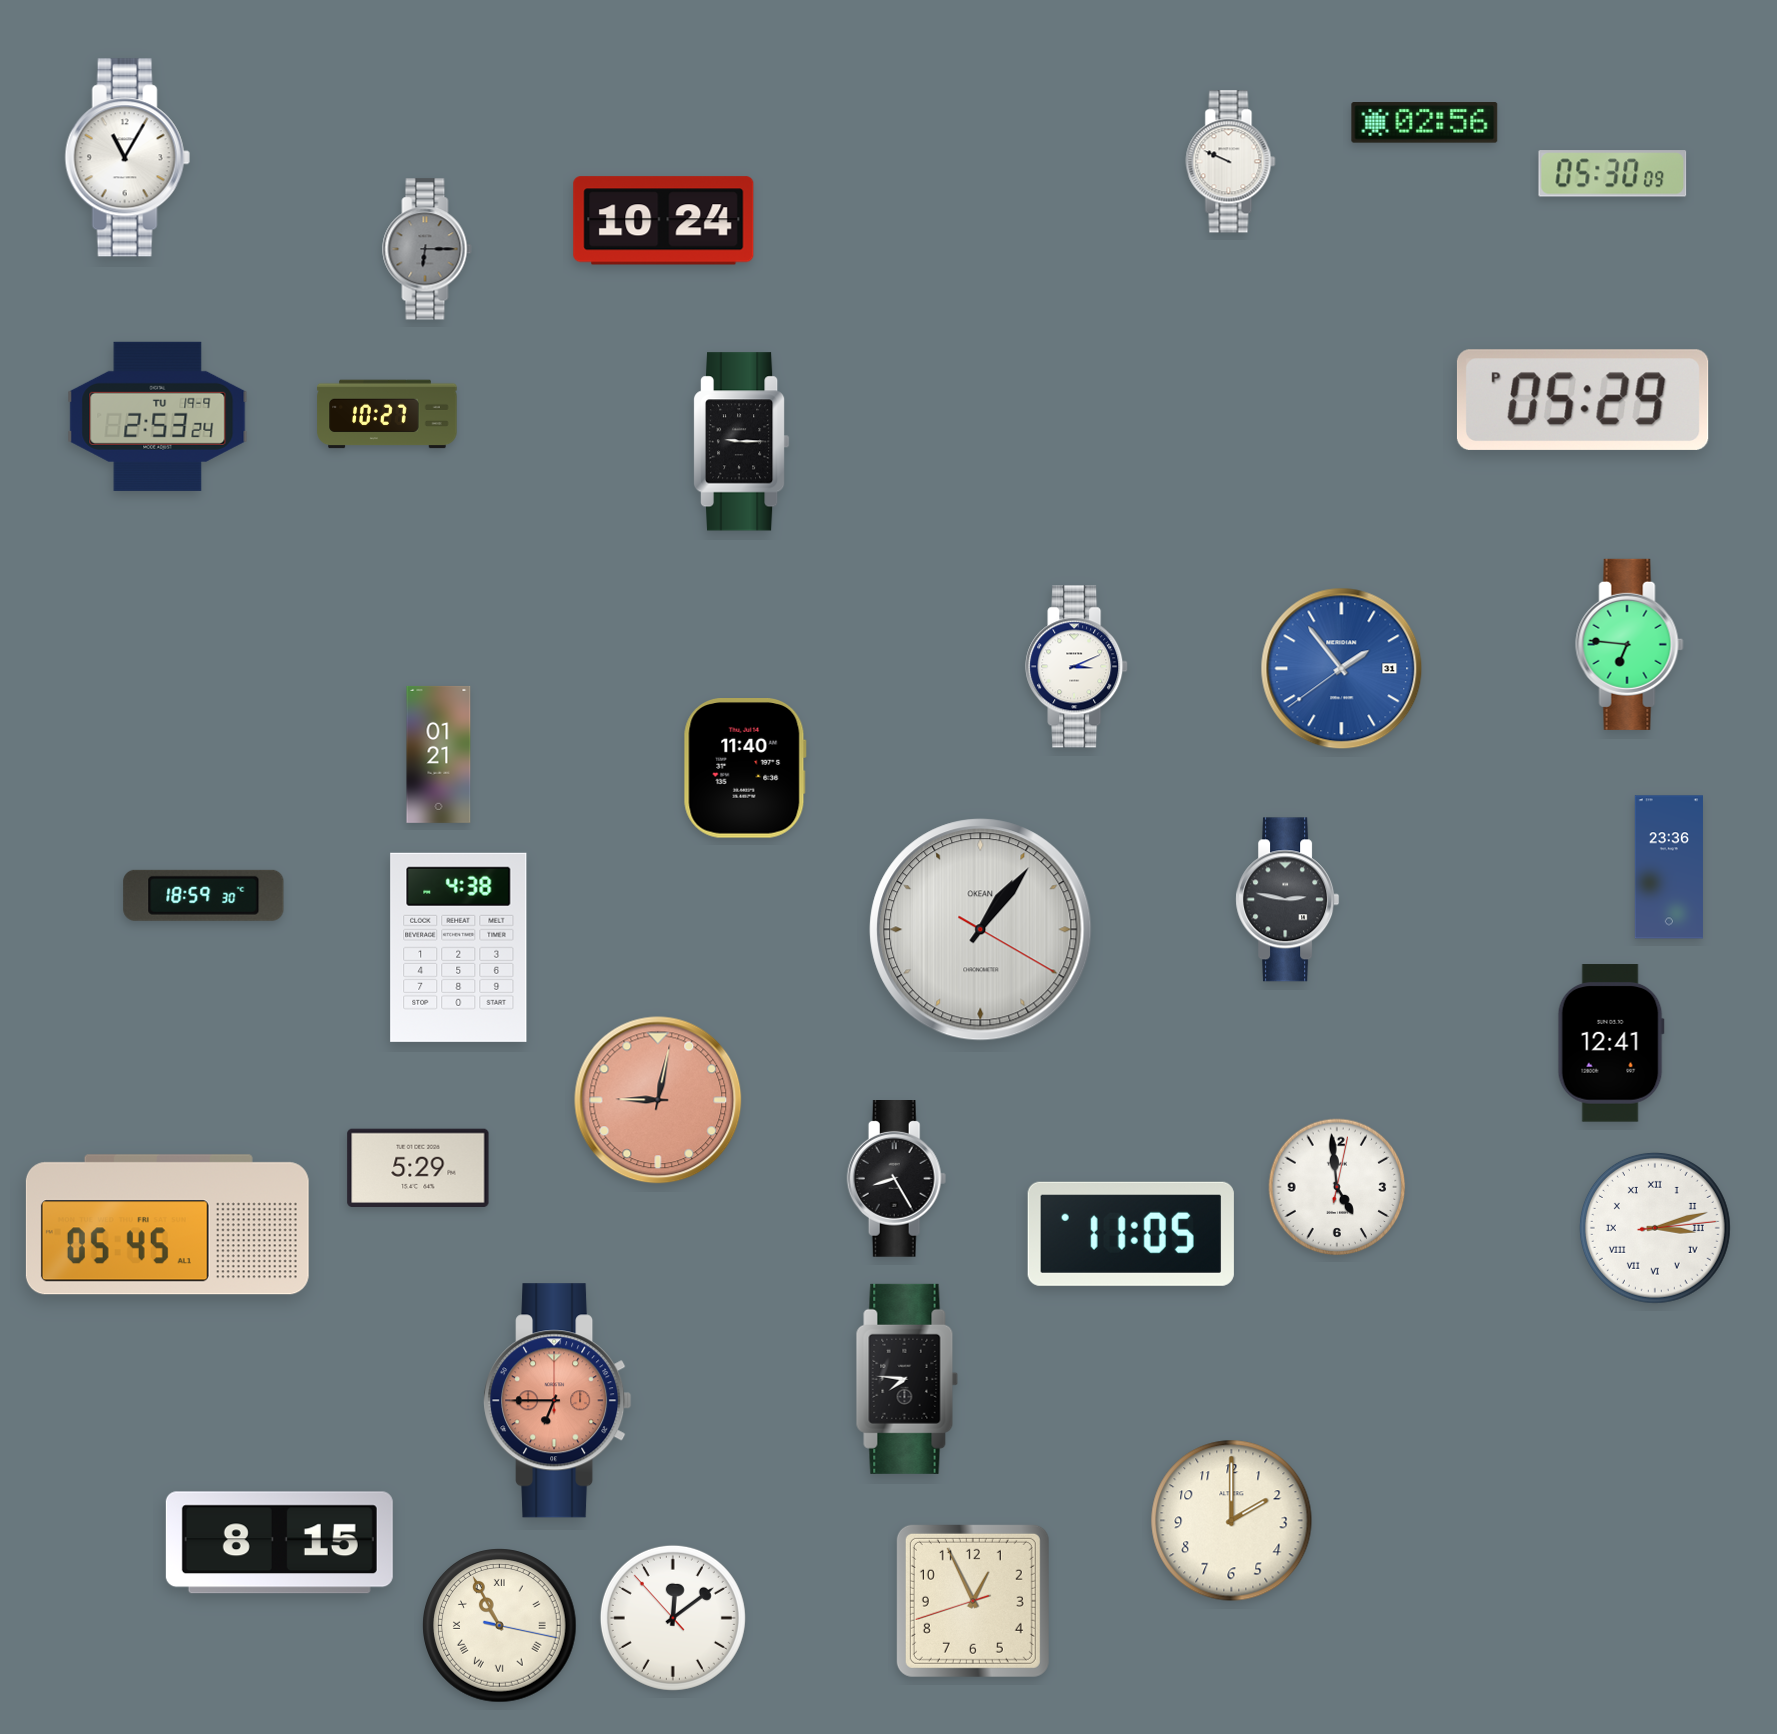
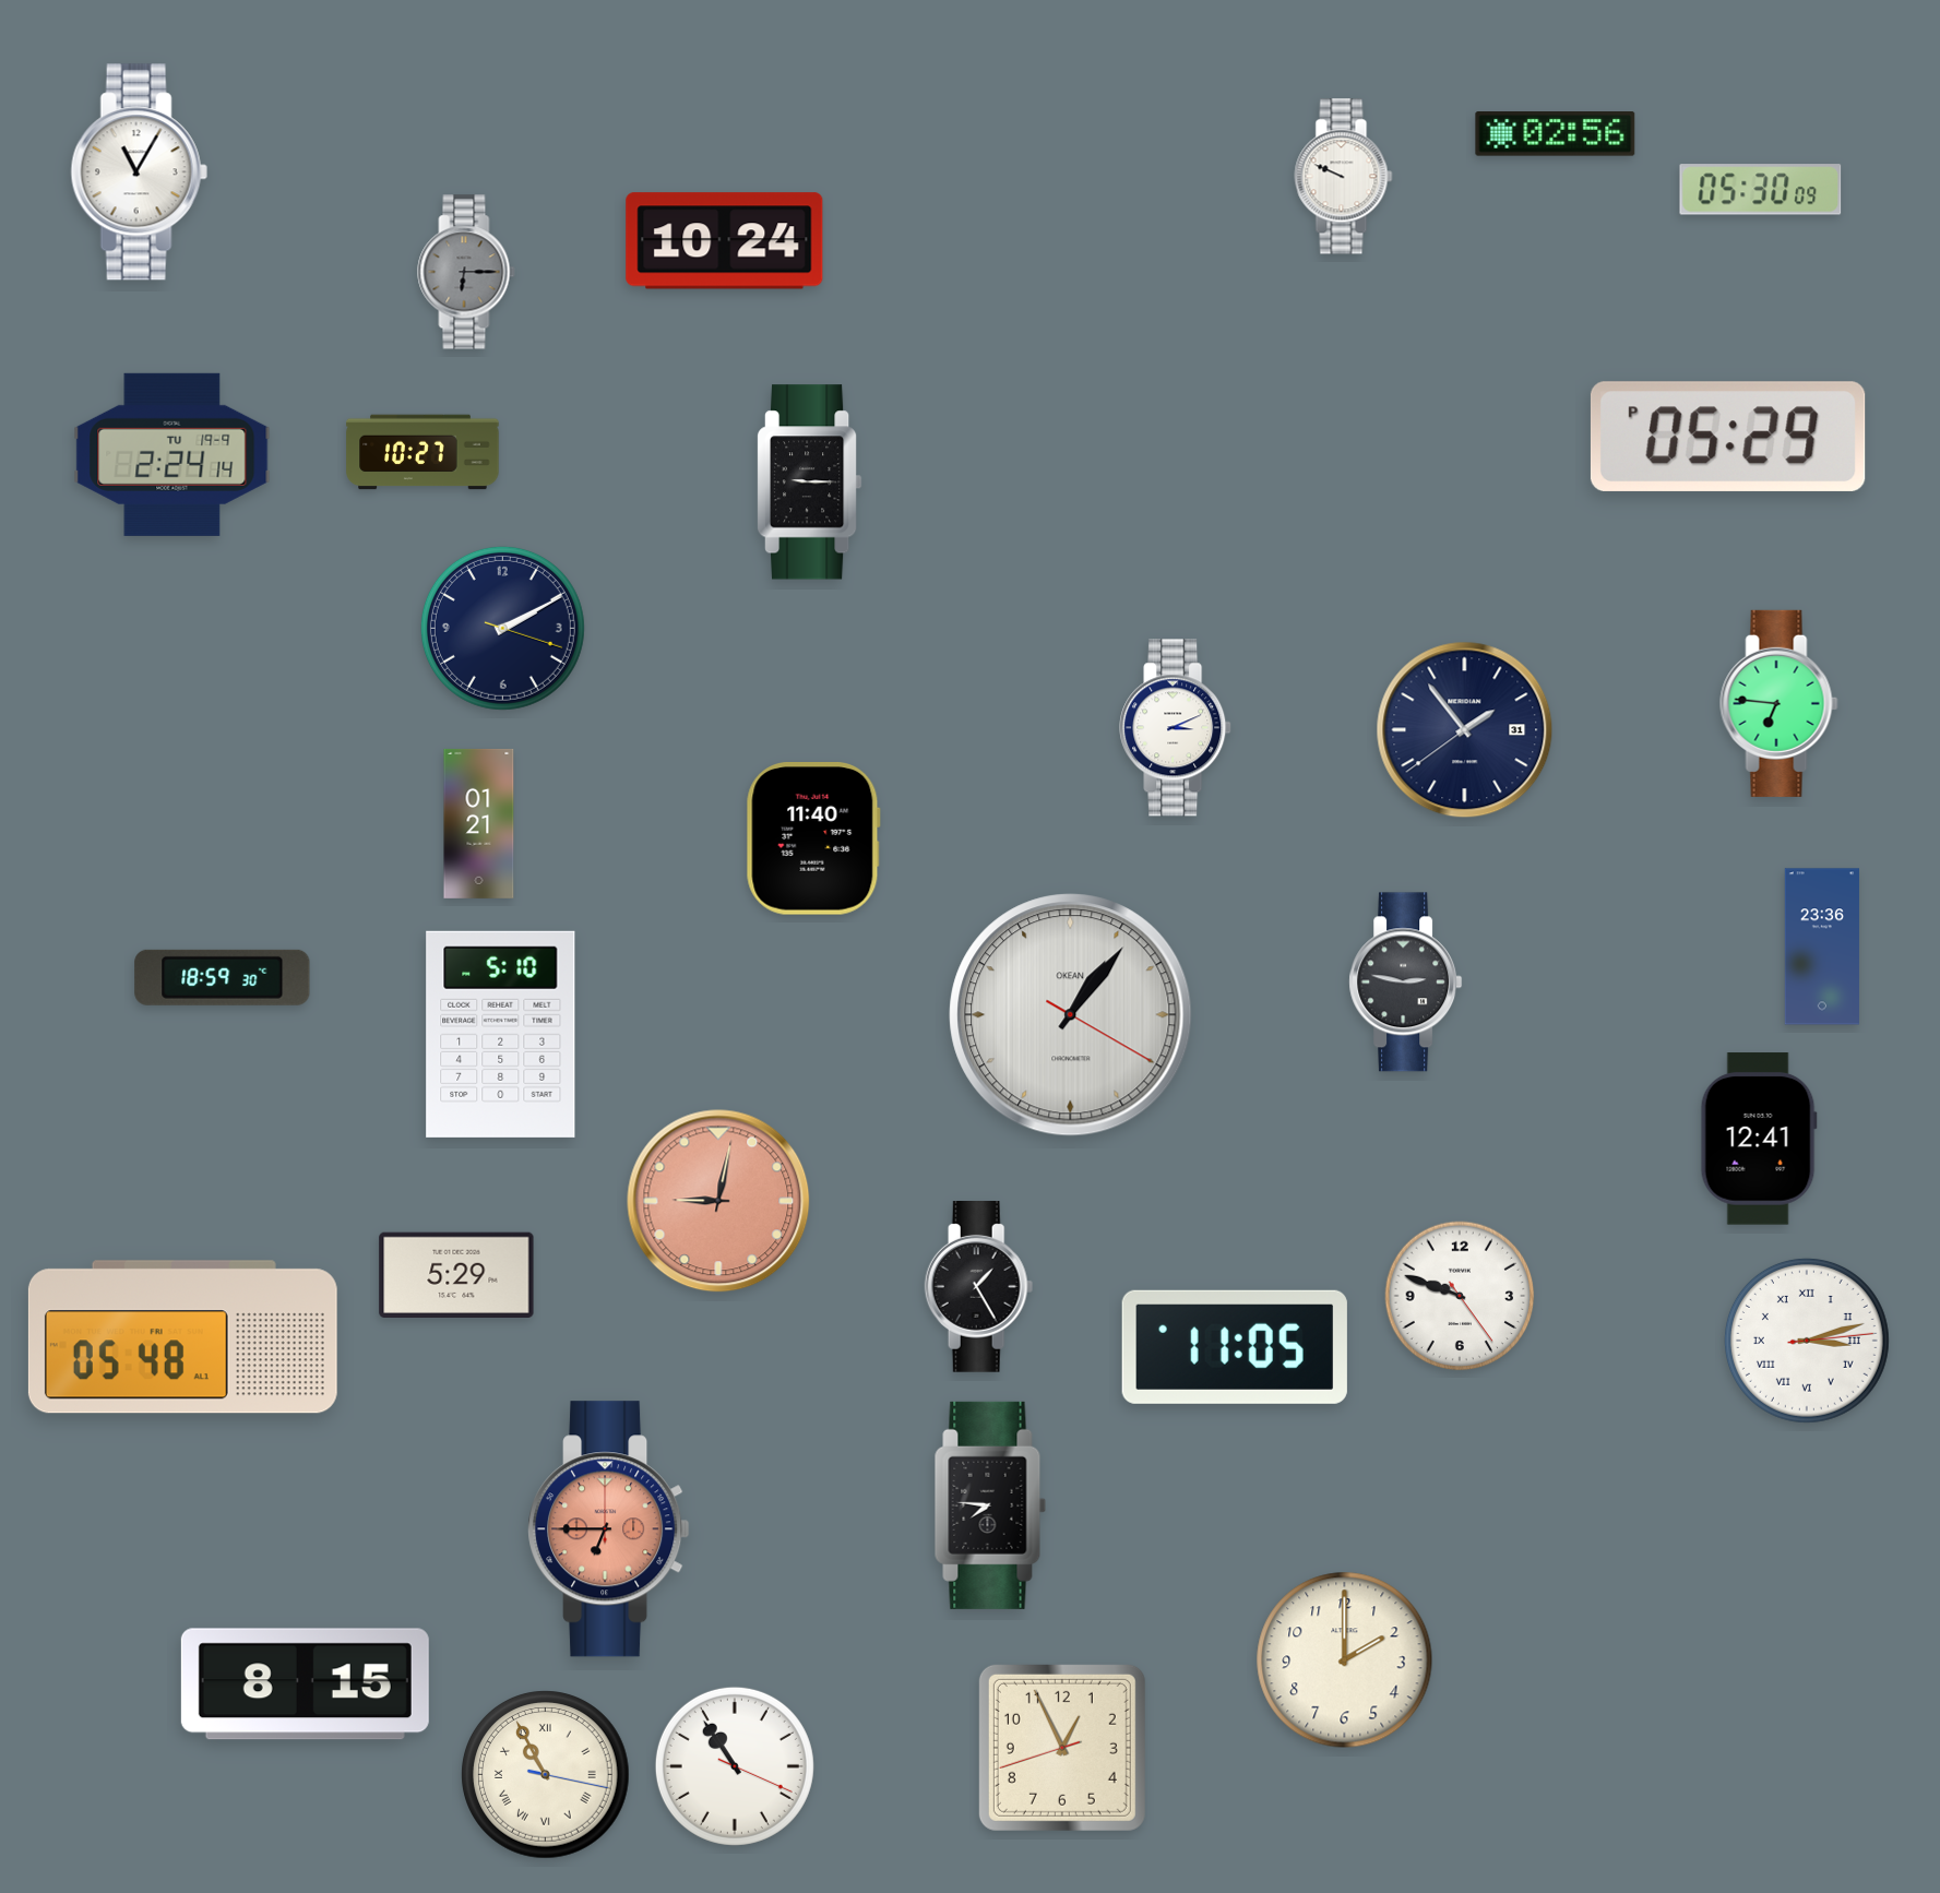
clock at (158, 416): 2:53 -> 2:24
clock at (502, 628): none -> 2:10
clock at (1342, 669) dial: blue -> navy
clock at (459, 947): 4:38 -> 5:10
clock at (897, 1179): 8:25 -> 1:25
clock at (1337, 1187): 4:59 -> 9:48
clock at (167, 1225): 05:45 -> 05:48
clock at (673, 1618): 12:08 -> 10:54
